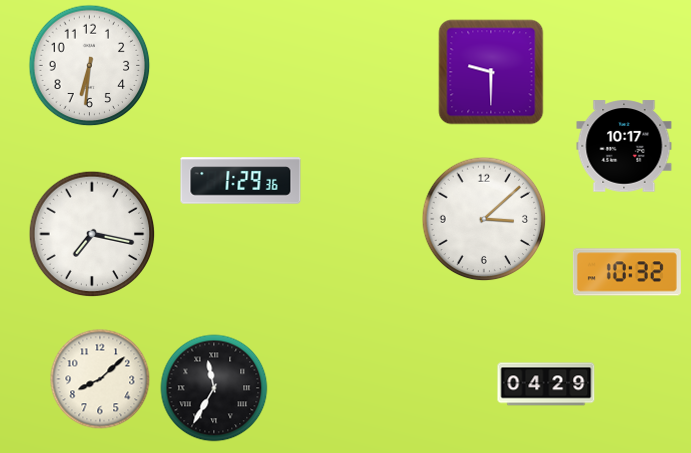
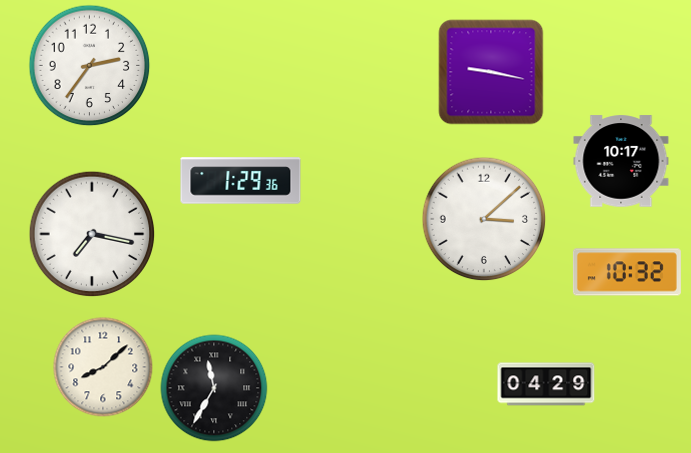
clock at (90, 66): 6:31 -> 2:36
clock at (491, 72): 9:30 -> 9:17
clock at (624, 146) position: (624, 146) -> (621, 161)
clock at (100, 379) position: (100, 379) -> (103, 367)
